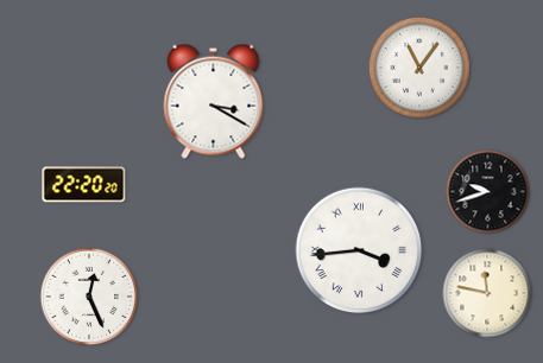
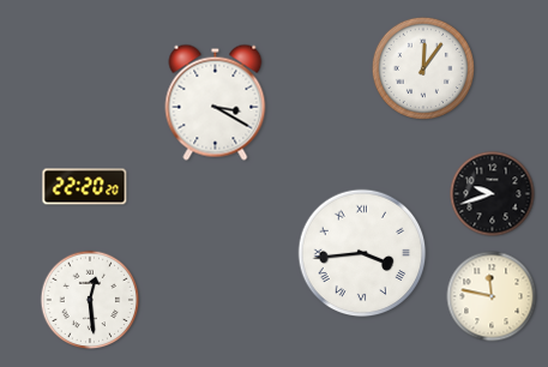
clock at (419, 68): 11:06 -> 12:06
clock at (89, 297): 12:26 -> 12:29
